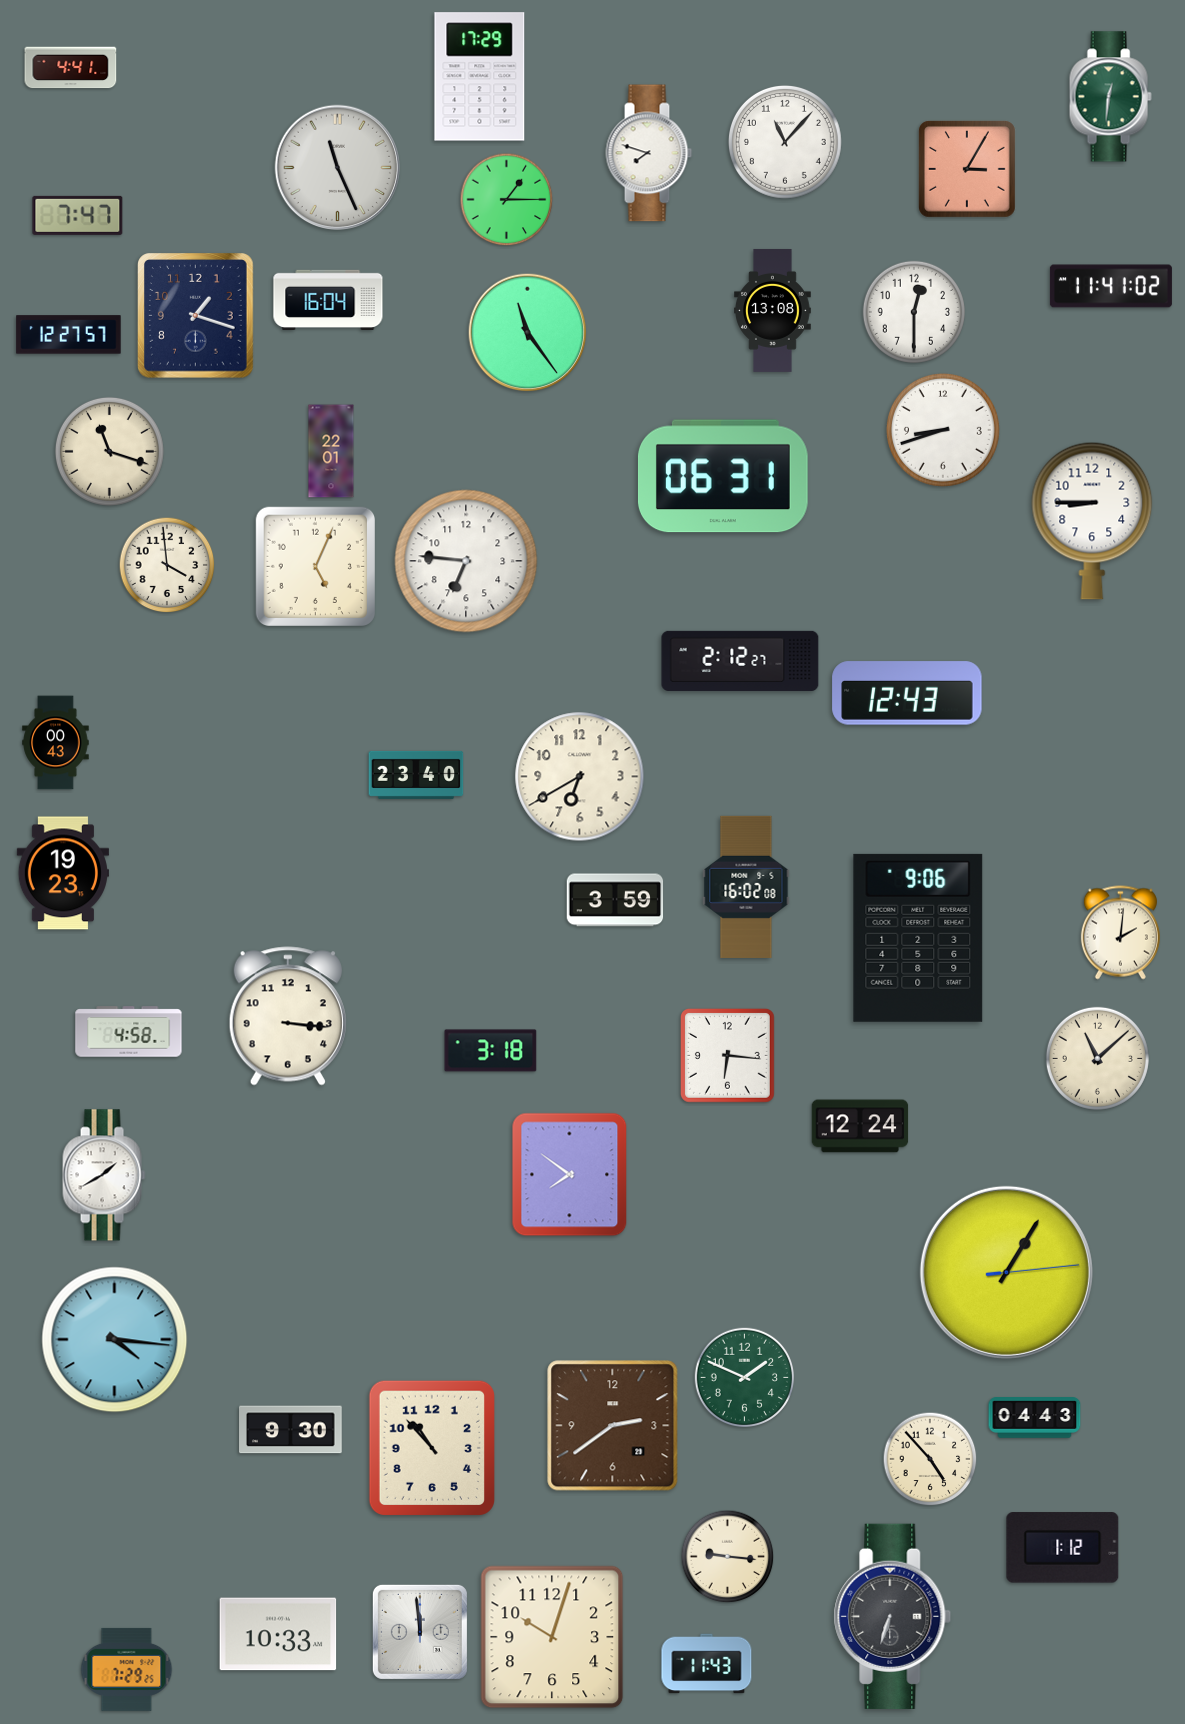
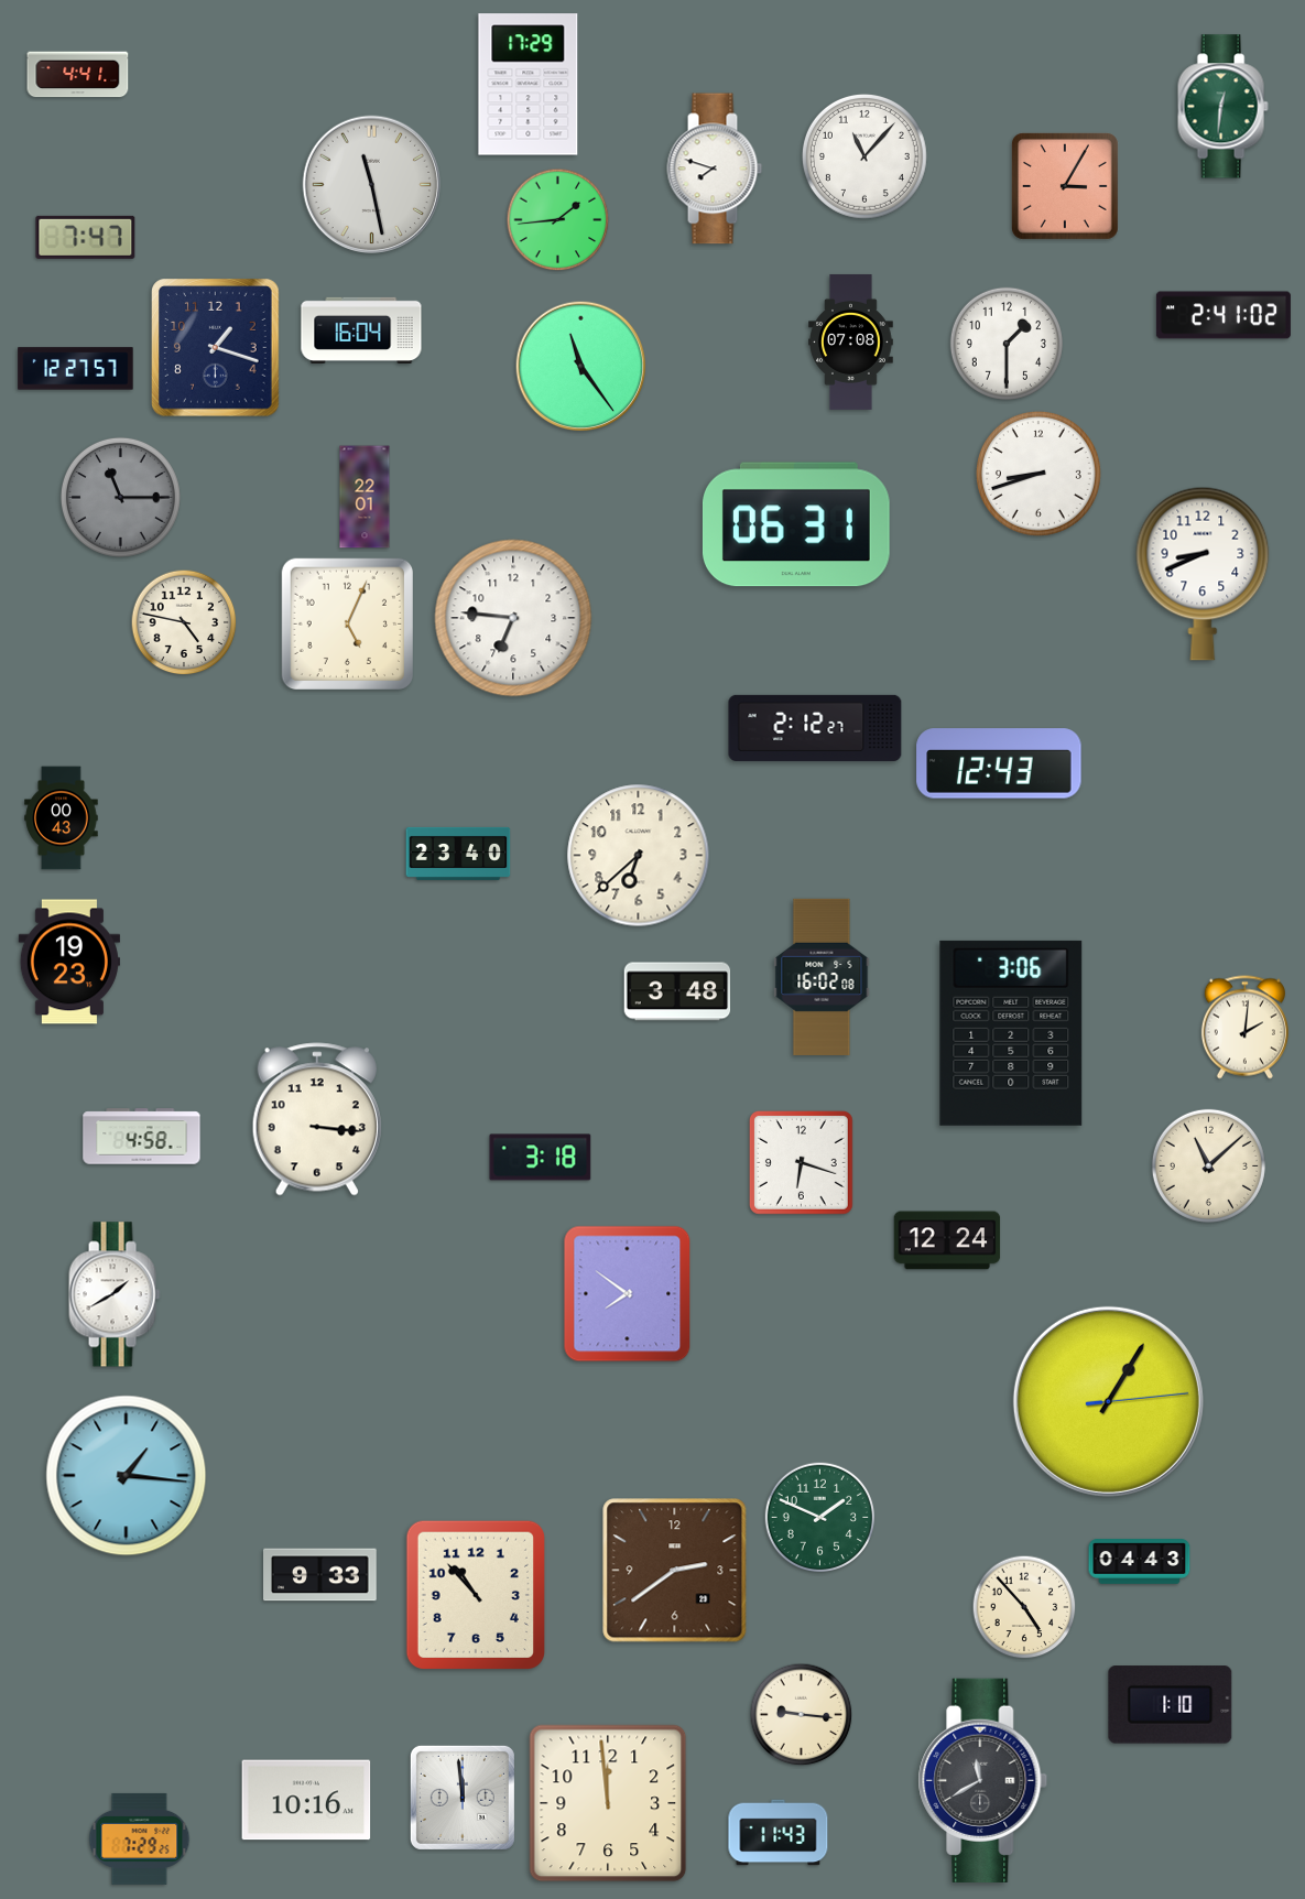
clock at (338, 168): 11:26 -> 11:28
clock at (507, 200): 1:15 -> 1:44
clock at (1111, 286): 11:41 -> 2:41
clock at (773, 310): 13:08 -> 07:08
clock at (914, 312): 12:30 -> 1:30
clock at (109, 451): 11:18 -> 11:15
clock at (109, 451) dial: cream -> grey
clock at (1092, 521): 8:45 -> 8:41
clock at (167, 565): 3:59 -> 4:47
clock at (580, 777): 6:40 -> 6:38
clock at (615, 900): 3:59 -> 3:48
clock at (1120, 933) position: (1120, 933) -> (1244, 1028)
clock at (918, 938): 9:06 -> 3:06
clock at (727, 1055): 6:16 -> 6:18
clock at (115, 1340): 4:16 -> 1:16
clock at (291, 1430): 9:30 -> 9:33
clock at (1063, 1548): 1:12 -> 1:10
clock at (893, 1616): 6:33 -> 11:40
clock at (278, 1634): 10:33 -> 10:16
clock at (552, 1637): 10:03 -> 11:59
